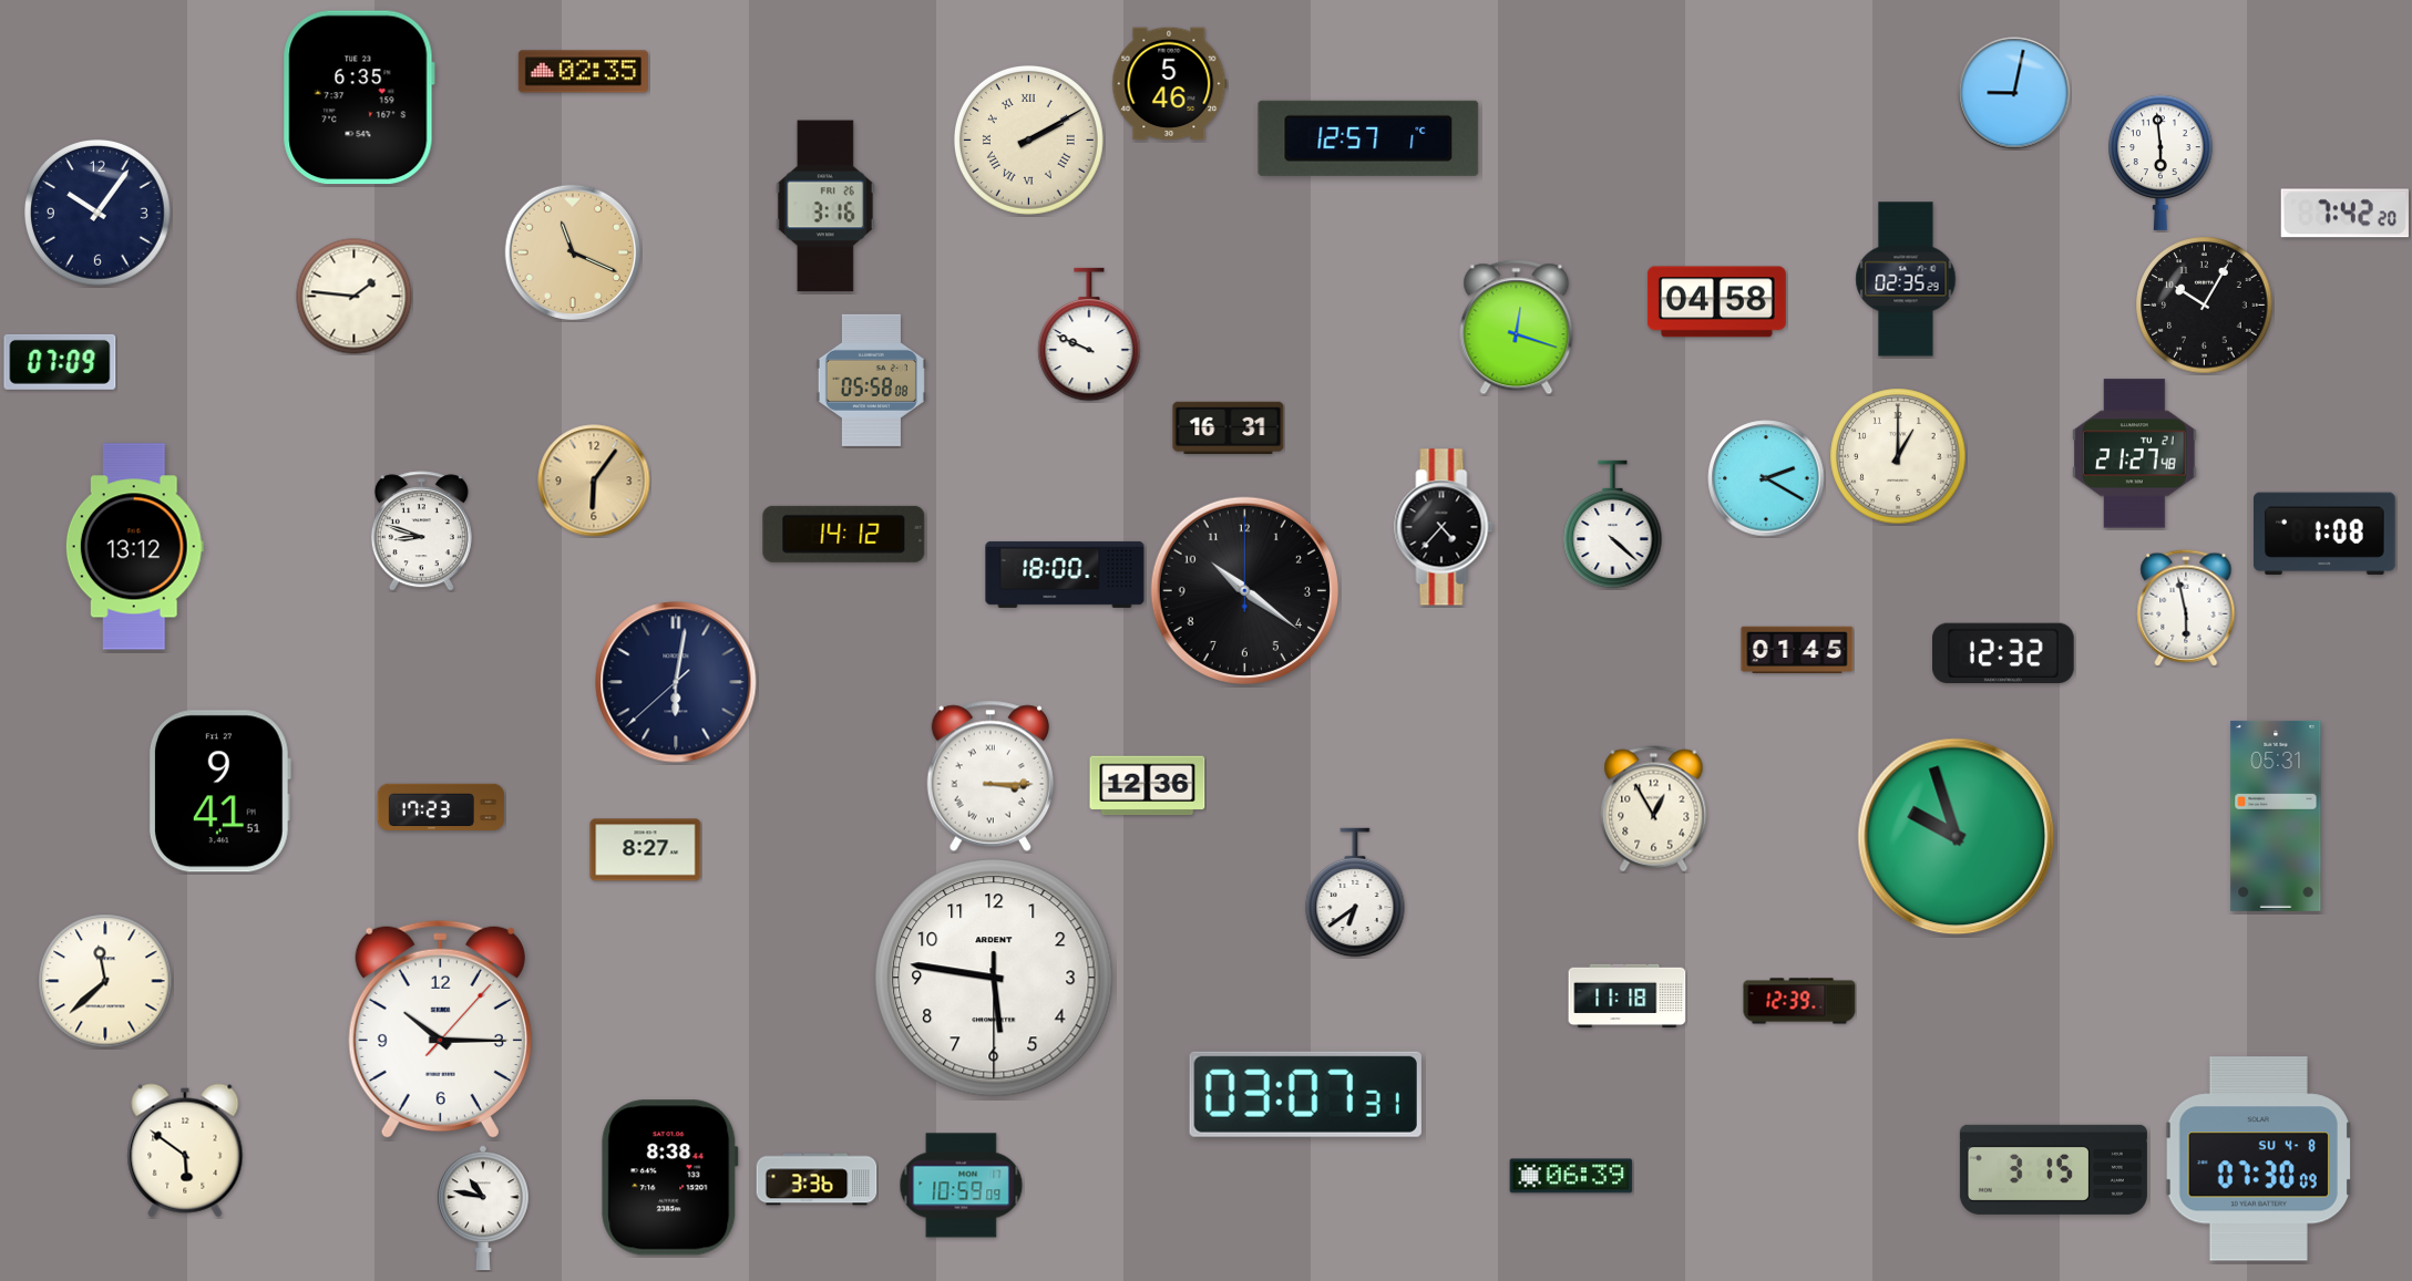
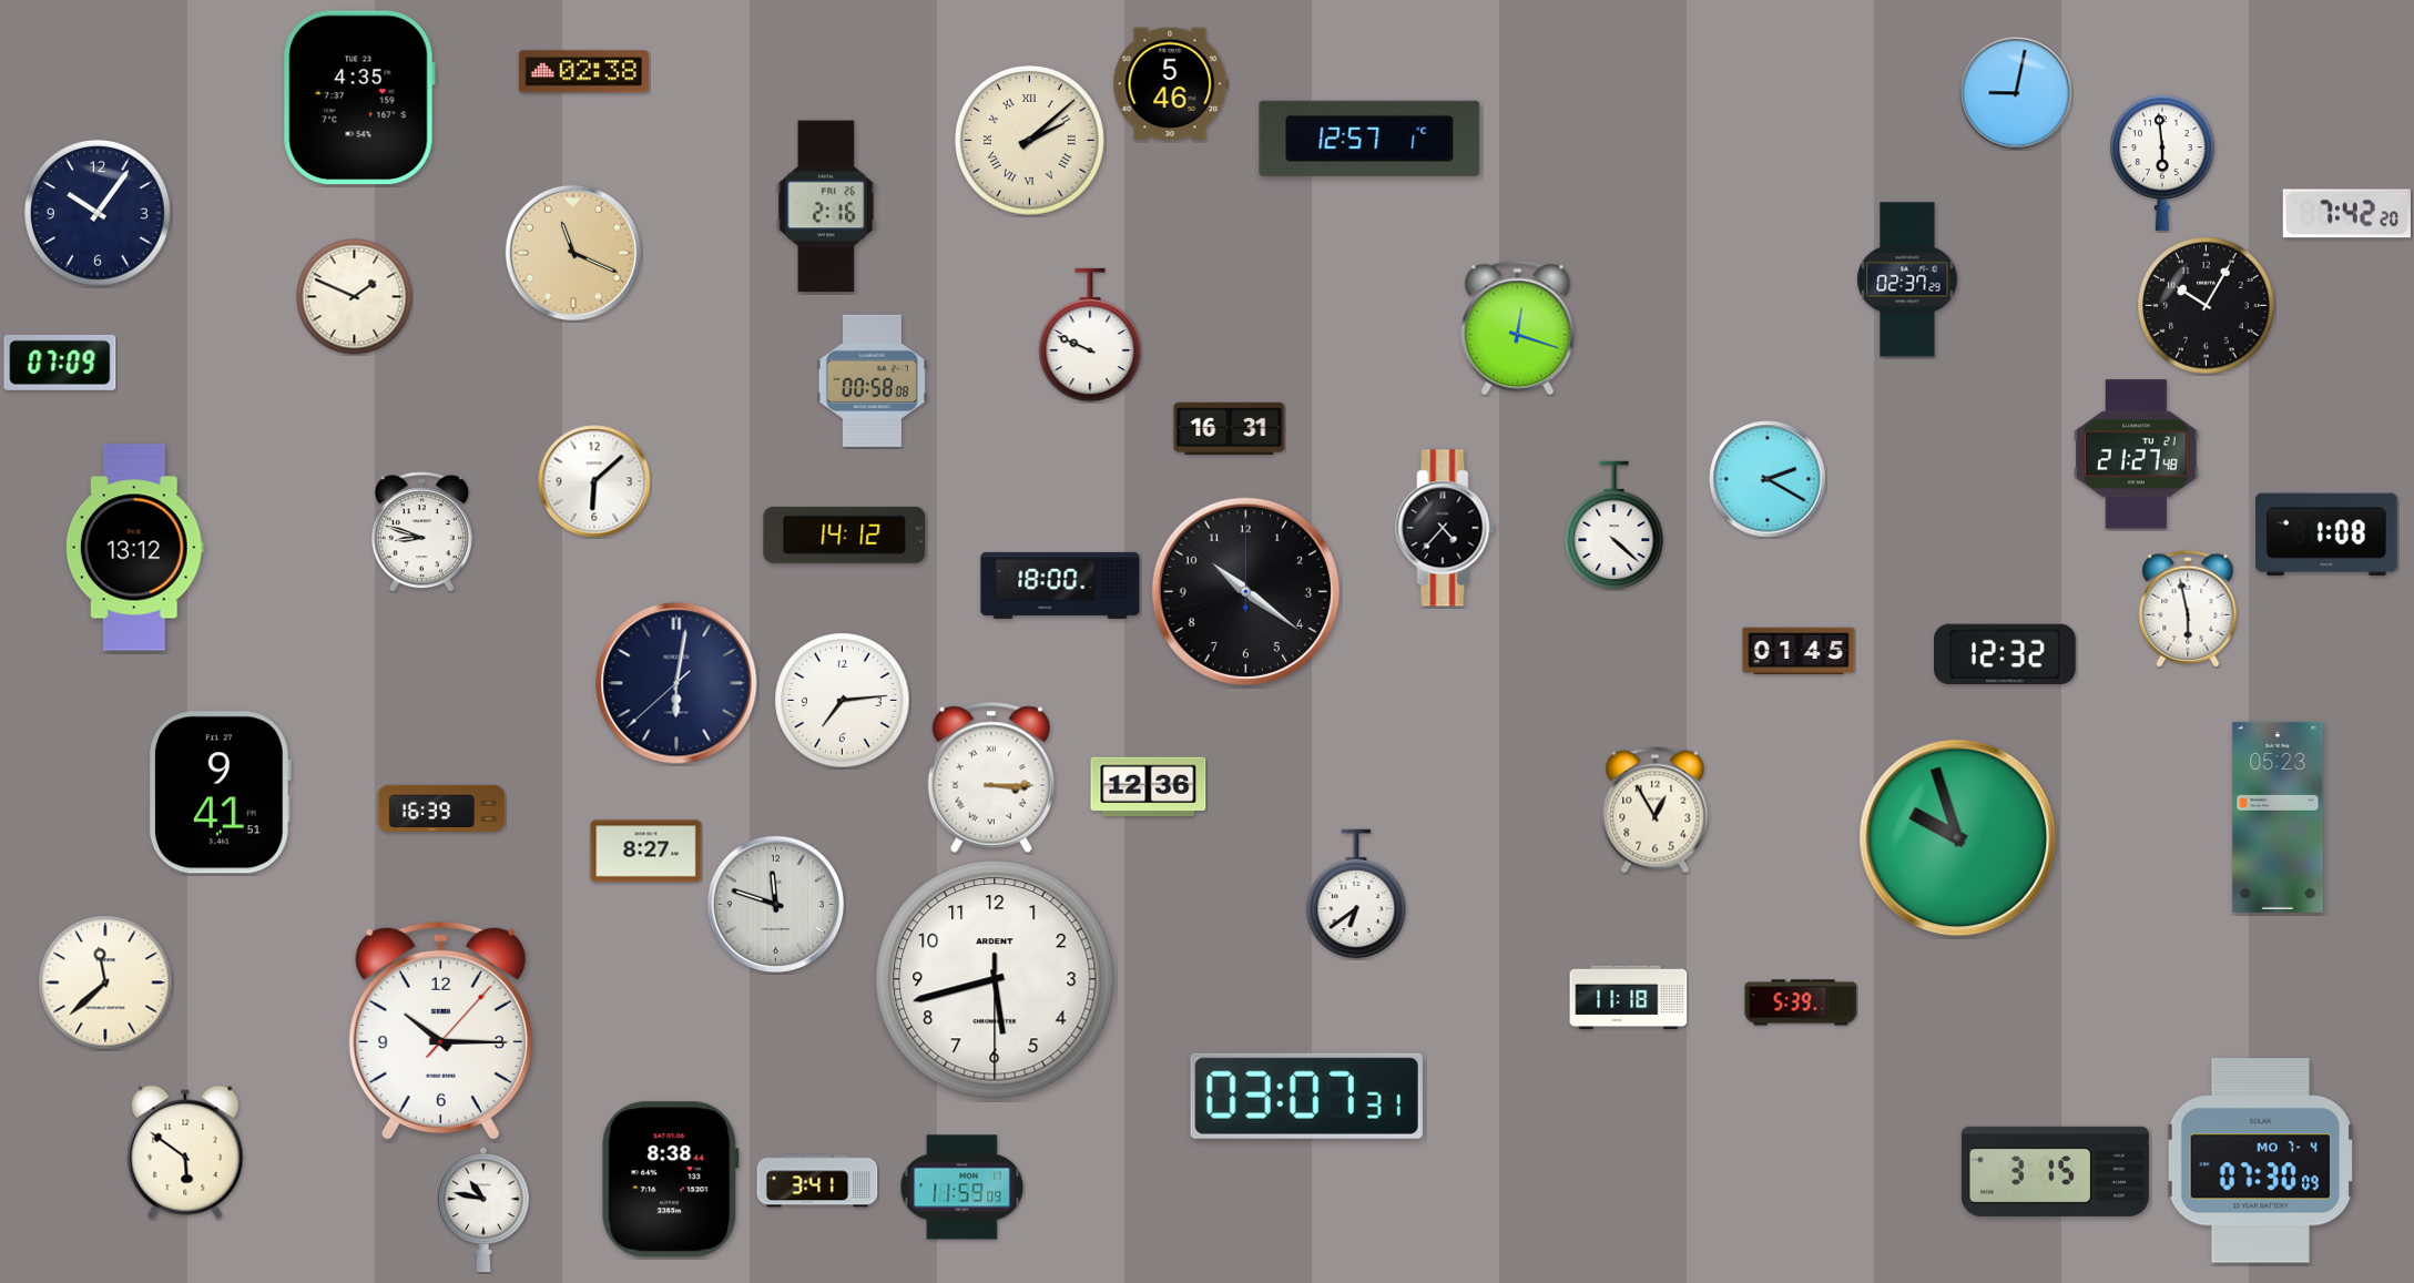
clock at (583, 72): 02:35 -> 02:38
clock at (359, 97): 6:35 -> 4:35
clock at (1028, 140): 2:10 -> 2:08
clock at (825, 206): 3:16 -> 2:16
clock at (1906, 279): 02:35 -> 02:37
clock at (355, 297): 1:46 -> 1:49
clock at (1716, 302): 04:58 -> none
clock at (871, 380): 05:58 -> 00:58
clock at (1898, 456): 1:00 -> none
clock at (594, 481): 6:06 -> 6:08
clock at (594, 481) dial: champagne -> white
clock at (1065, 575) position: (1065, 575) -> (1060, 586)
clock at (843, 701): none -> 7:14
clock at (441, 807): 17:23 -> 16:39
clock at (2276, 816): 05:31 -> 05:23
clock at (776, 905): none -> 11:48
clock at (994, 978): 5:46 -> 5:42
clock at (1799, 1001): 12:39 -> 5:39
clock at (2258, 1159) date: SU 4-8 -> MO 7-4
clock at (1571, 1176): 06:39 -> none
clock at (817, 1179): 3:36 -> 3:41
clock at (962, 1186): 10:59 -> 11:59
